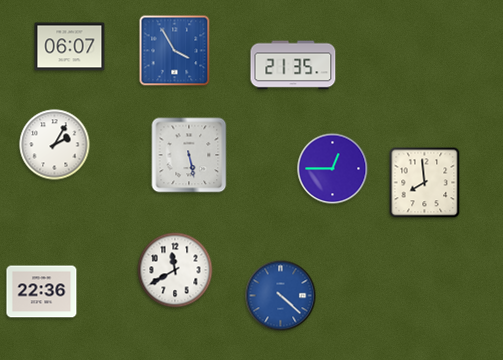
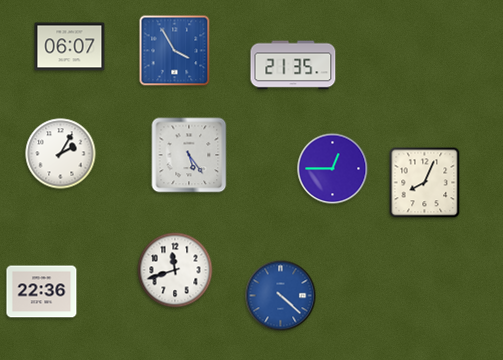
clock at (55, 145) position: (55, 145) -> (61, 154)
clock at (189, 155): 5:28 -> 5:24
clock at (425, 183): 7:59 -> 8:04
clock at (175, 270): 11:40 -> 11:42
